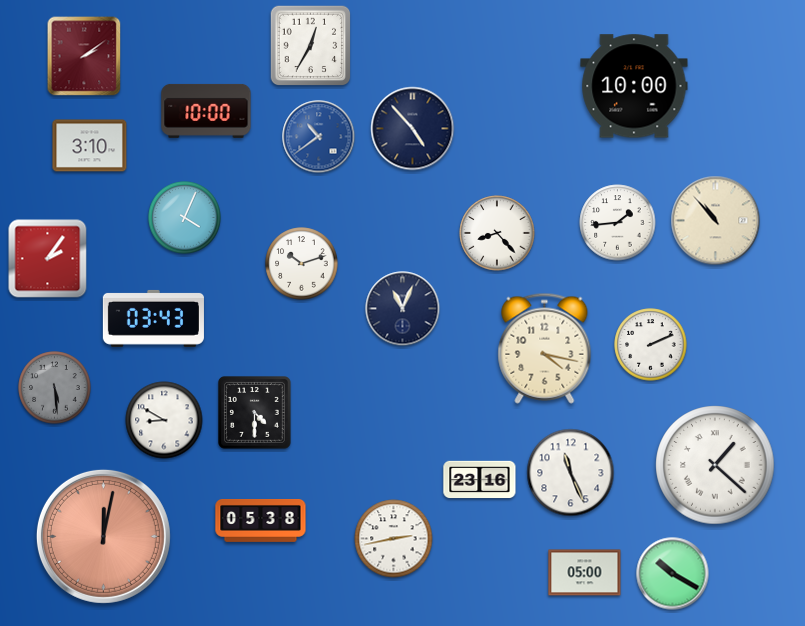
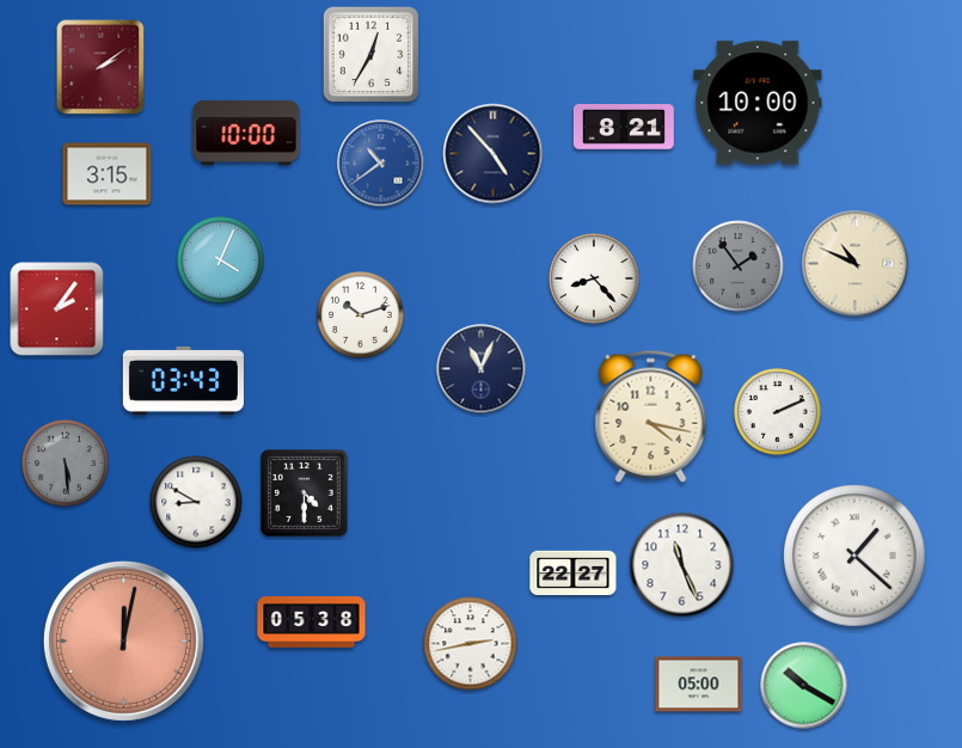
clock at (624, 127): none -> 8:21
clock at (90, 146): 3:10 -> 3:15
clock at (716, 221): 10:53 -> 10:49
clock at (618, 223): 1:44 -> 1:54
clock at (618, 223) dial: white -> grey
clock at (480, 480): 23:16 -> 22:27
